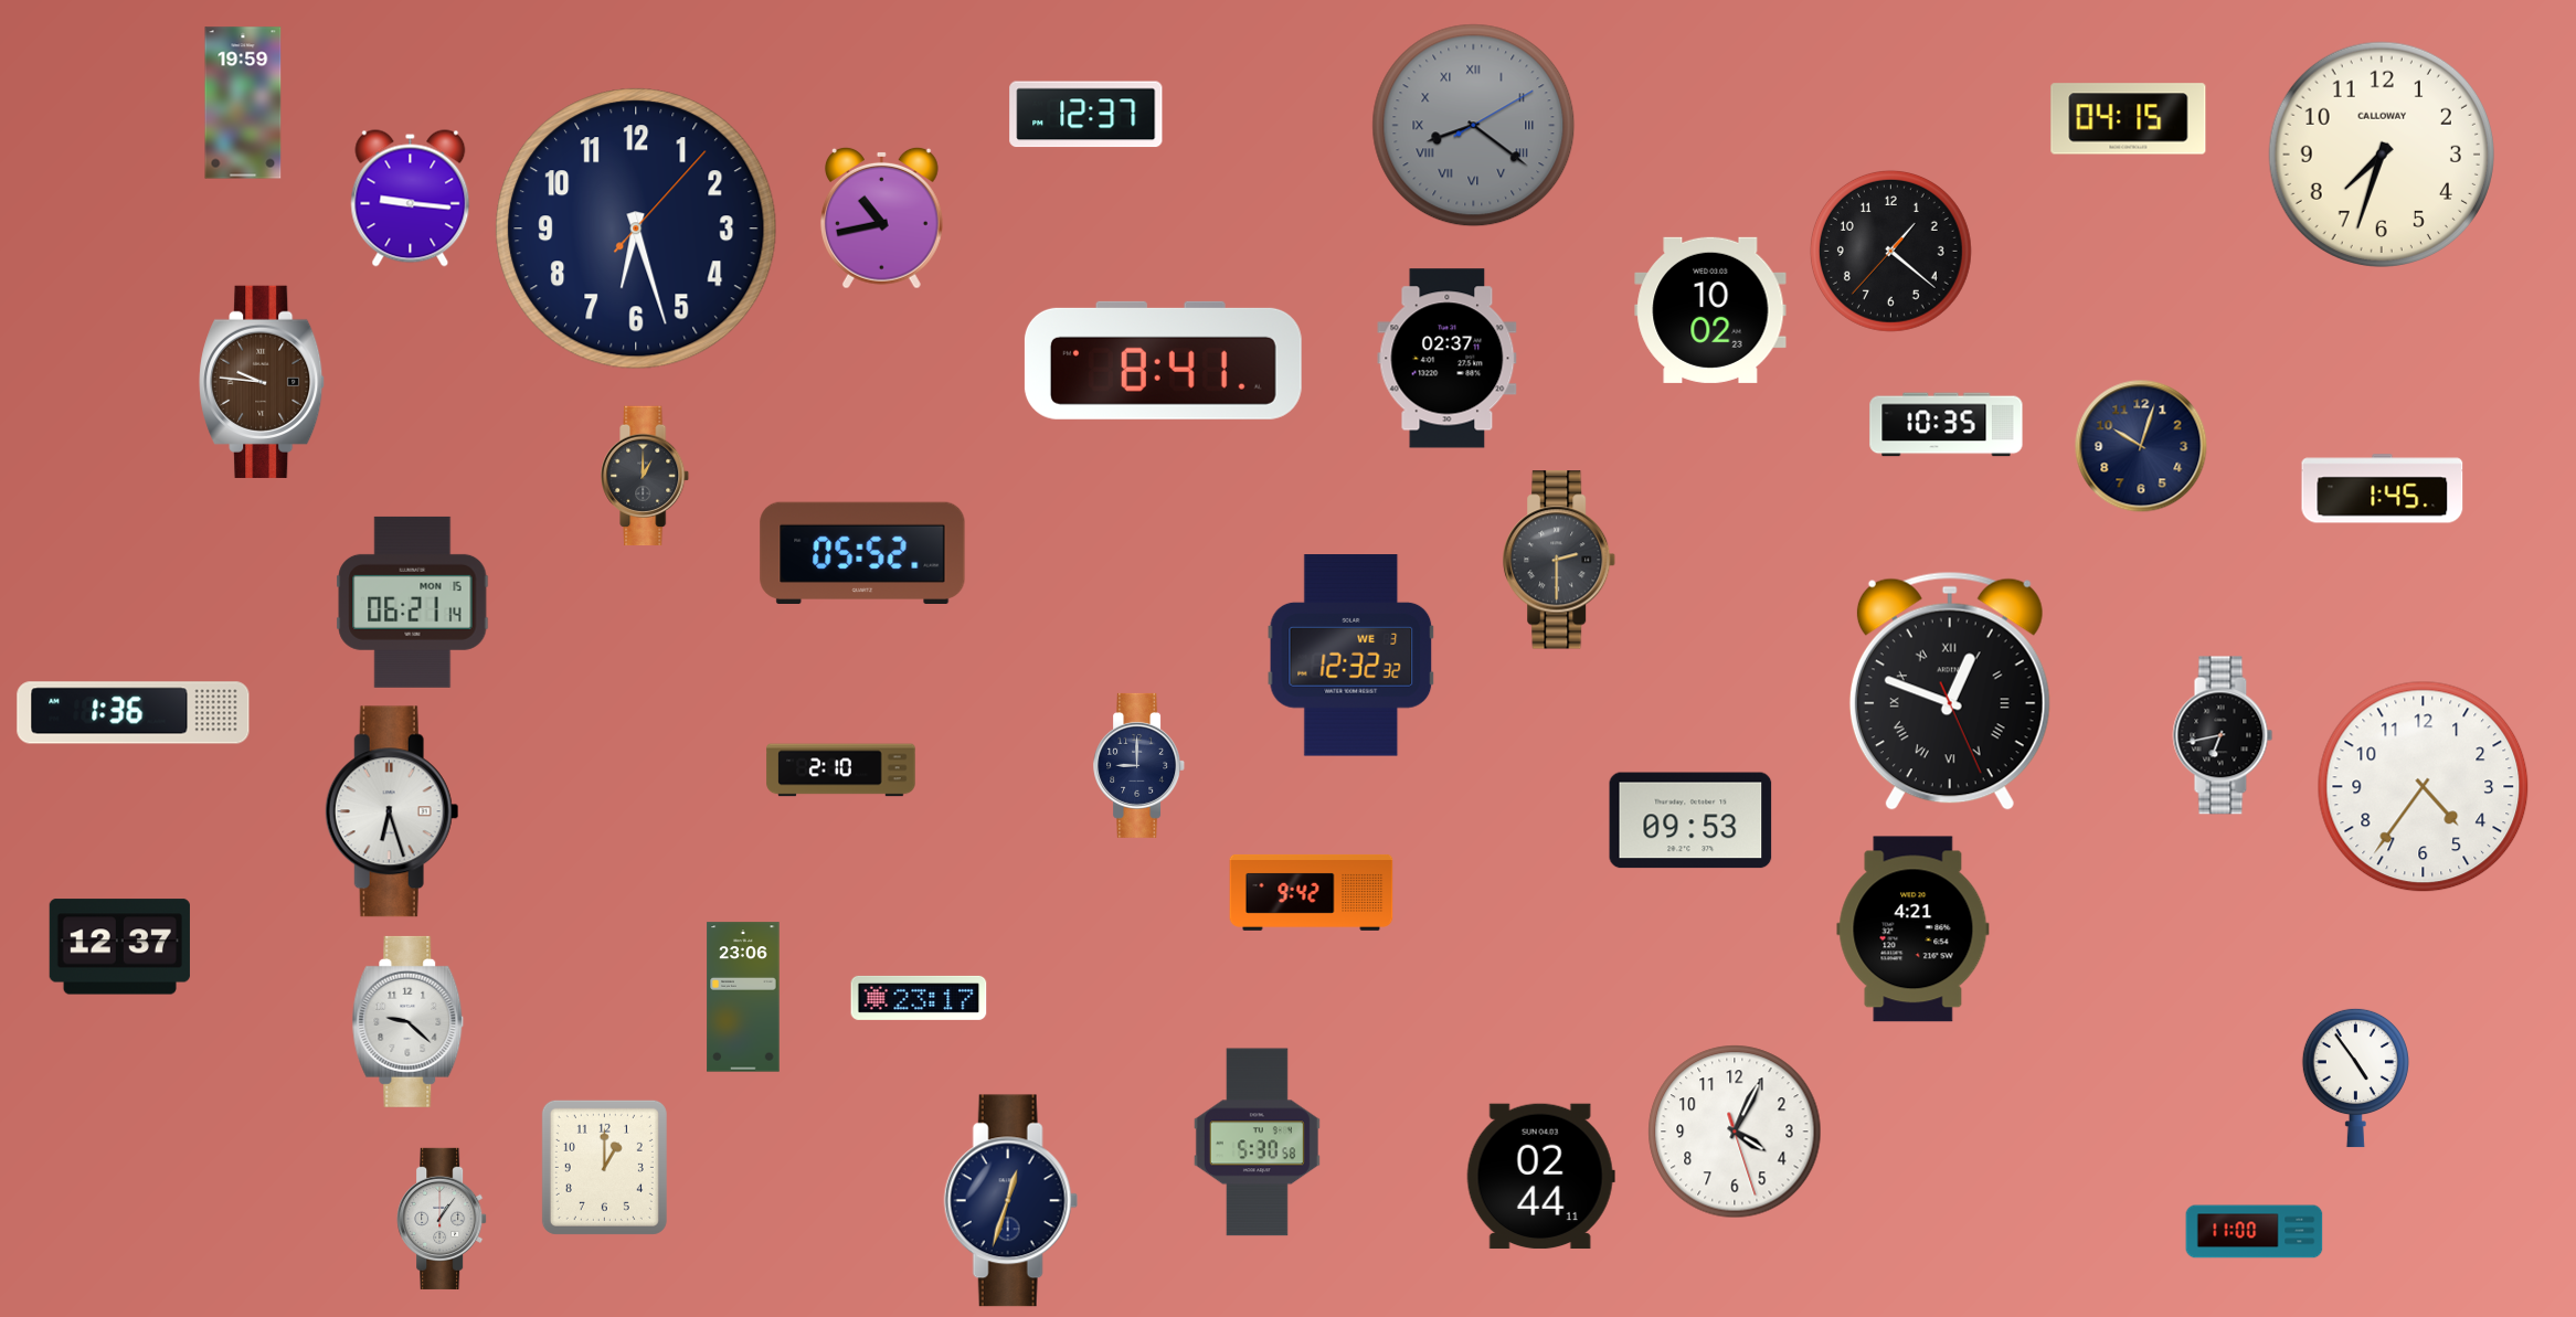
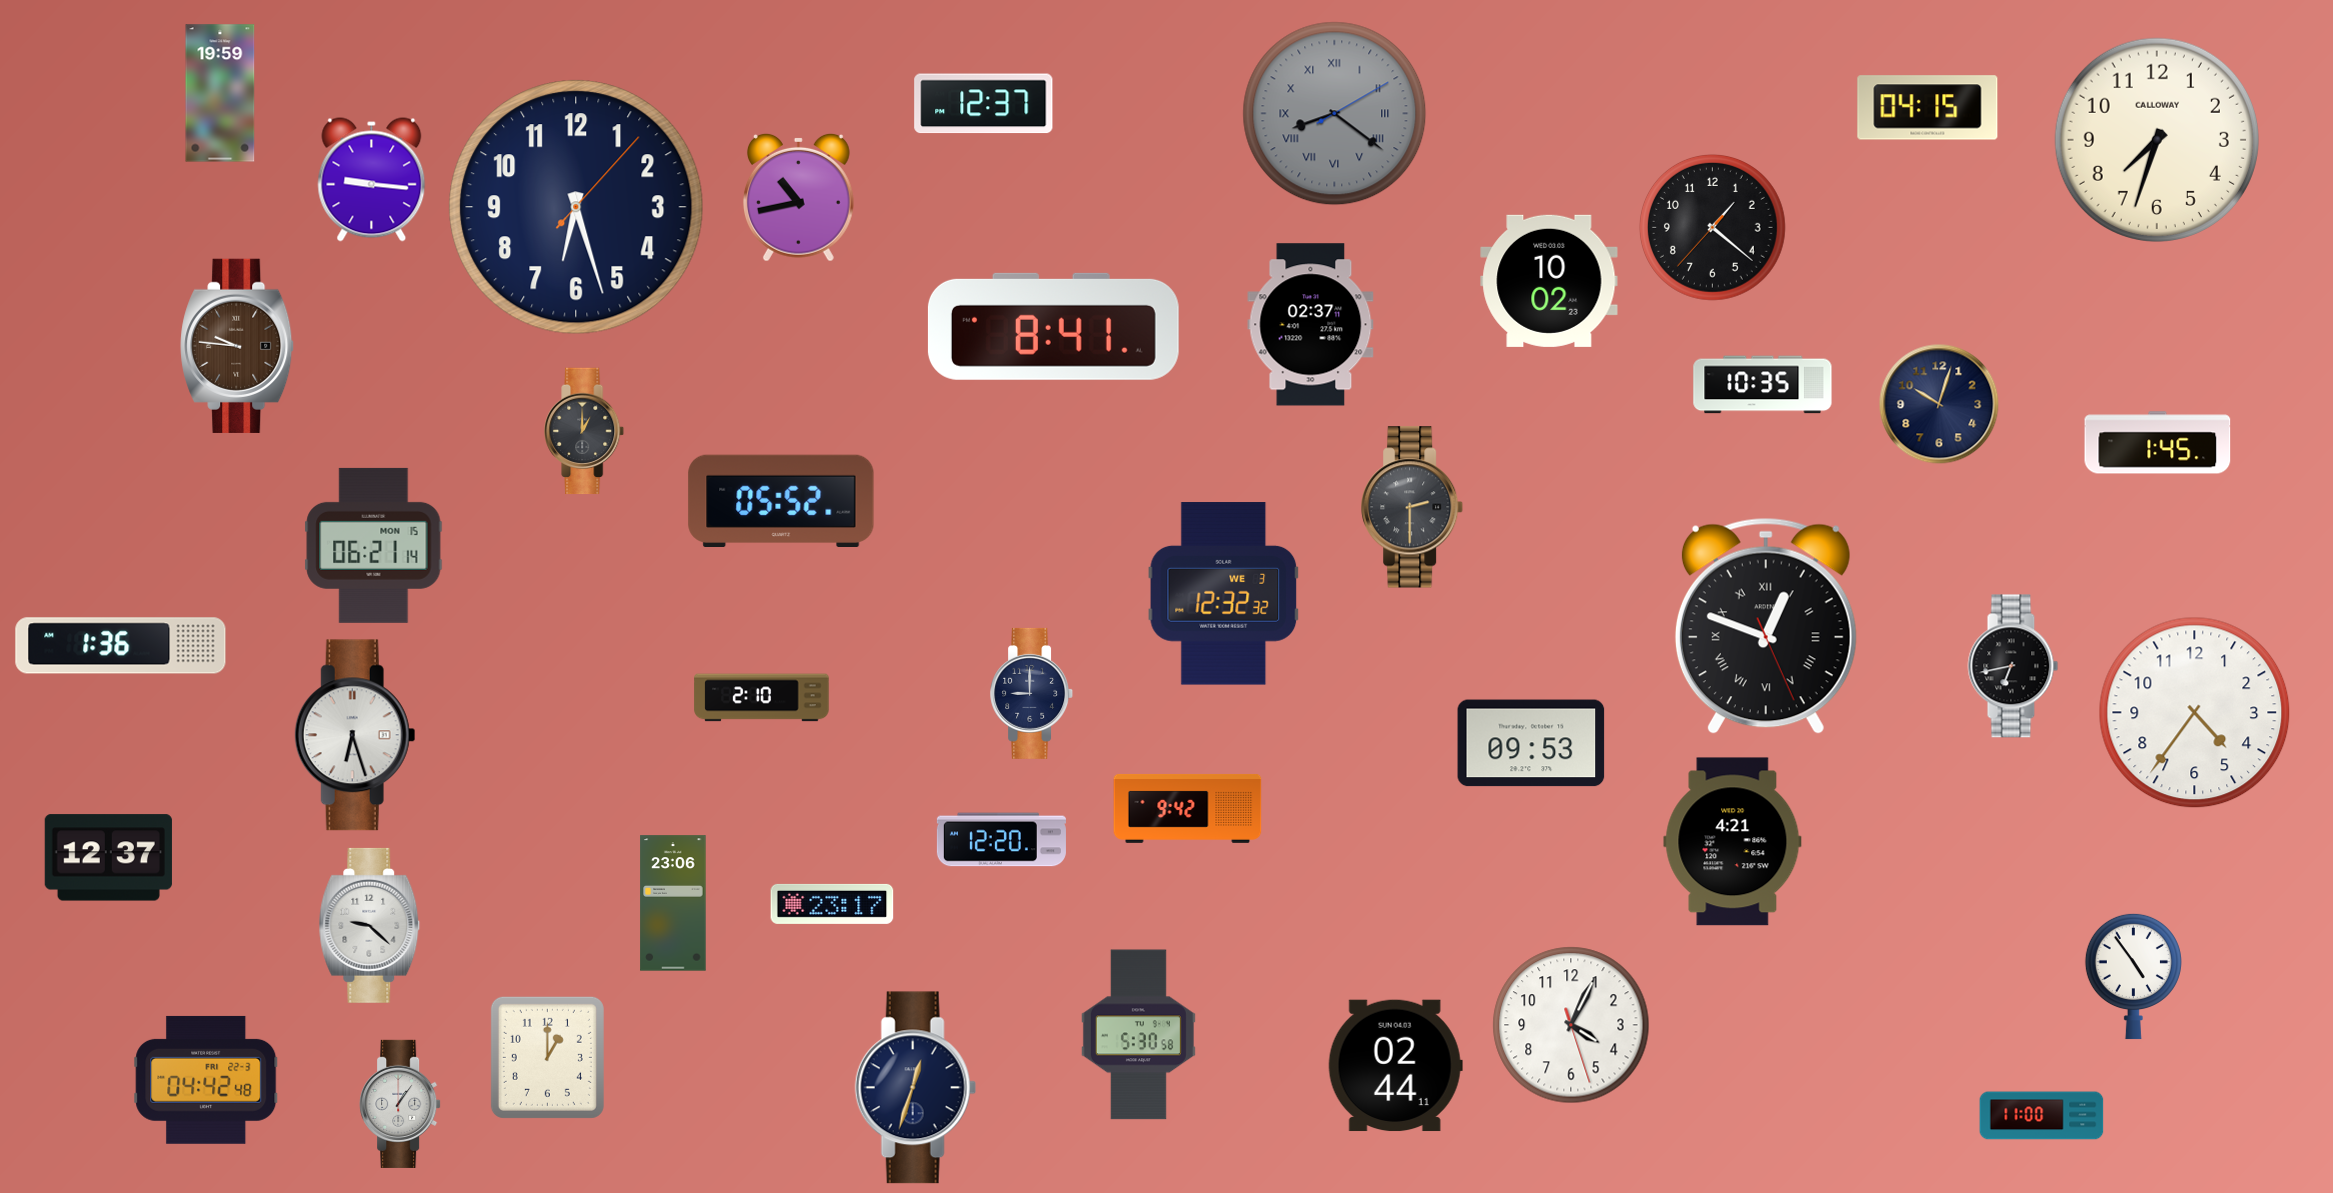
clock at (1001, 840): none -> 12:20
clock at (206, 1080): none -> 04:42
